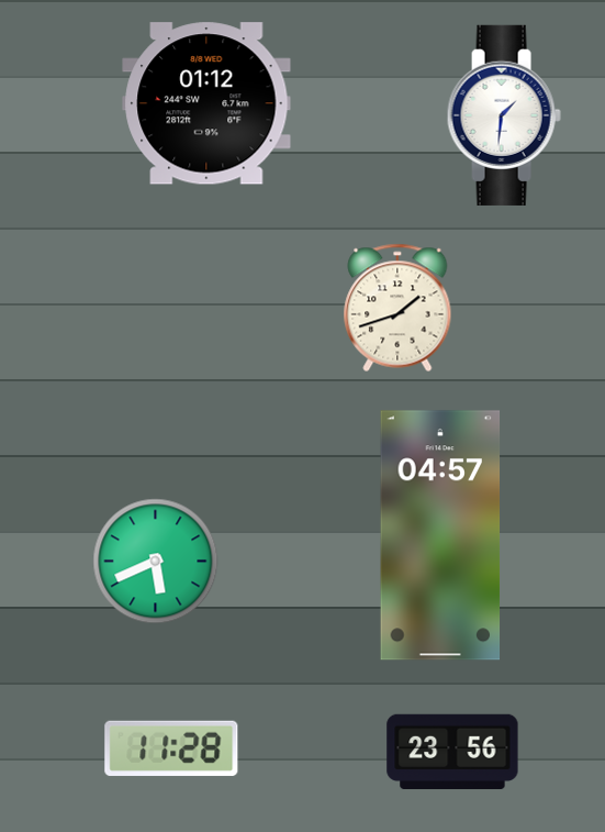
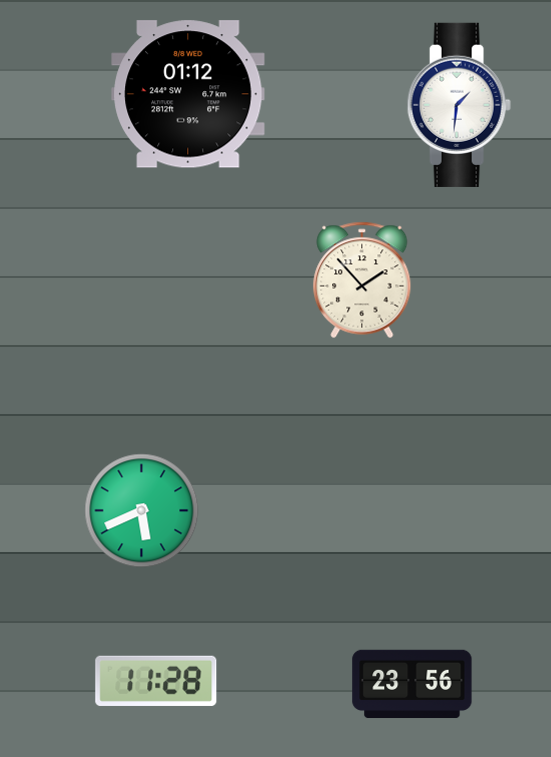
clock at (397, 308): 1:42 -> 1:53
clock at (440, 535): 04:57 -> none
